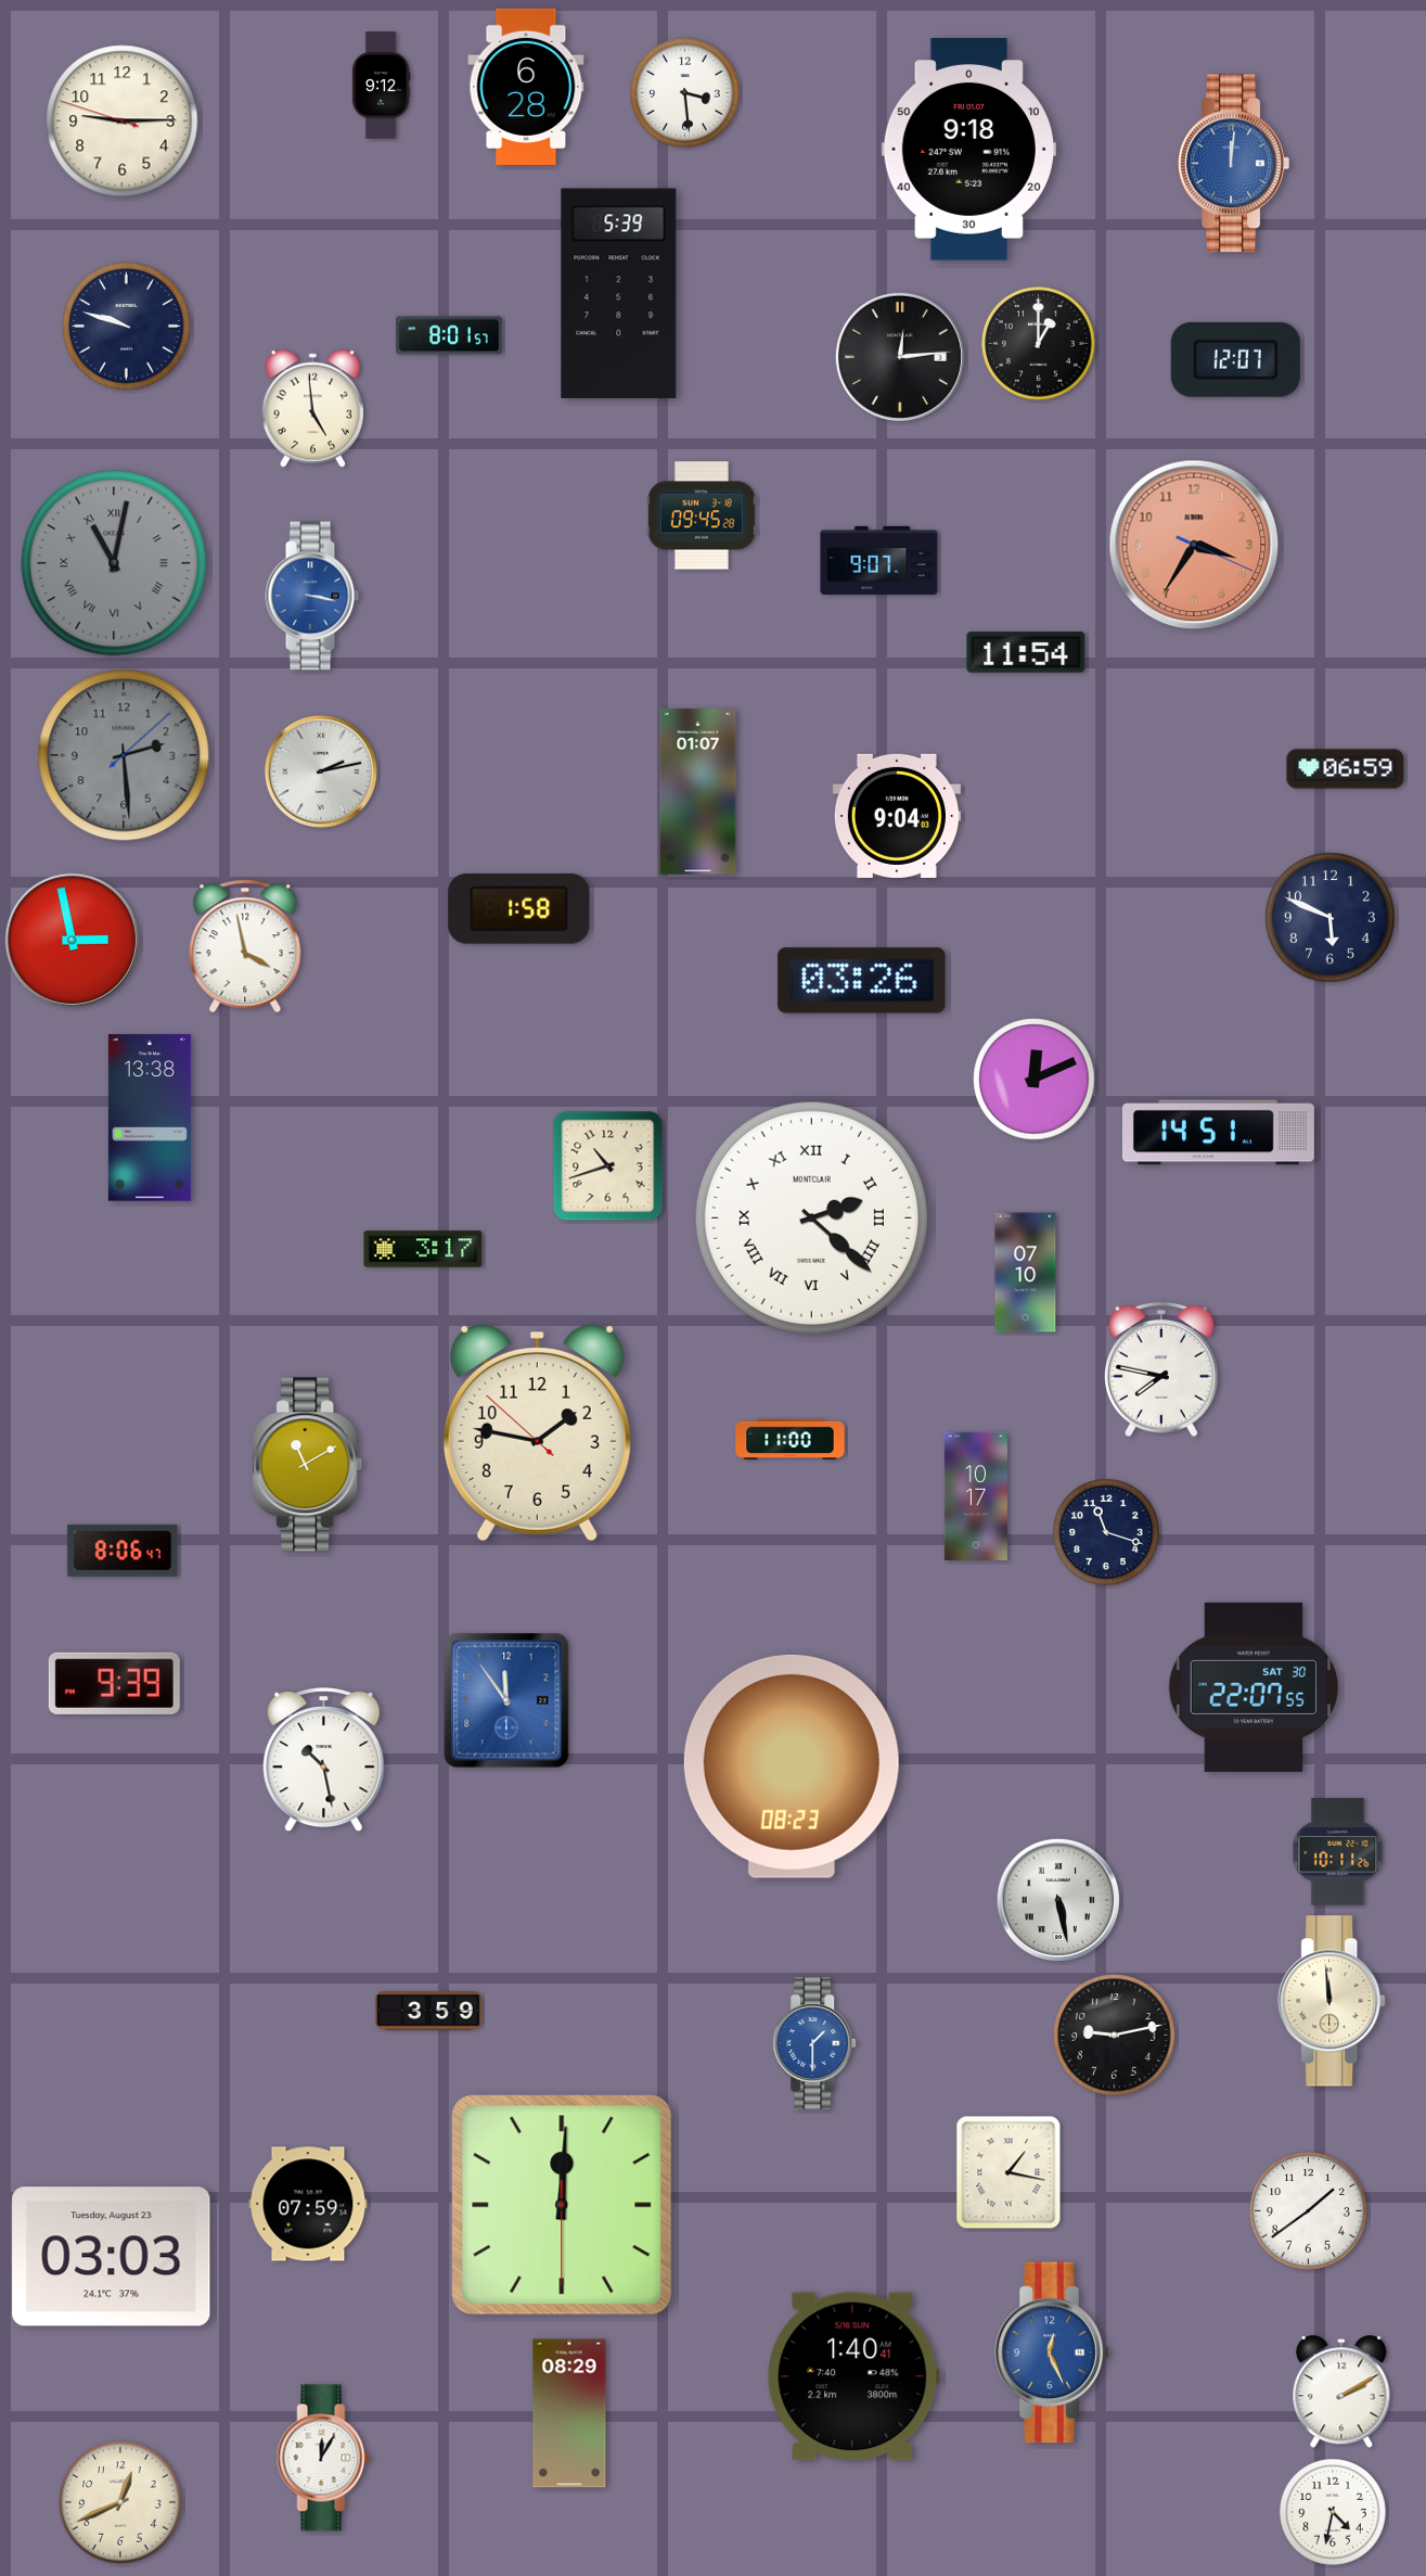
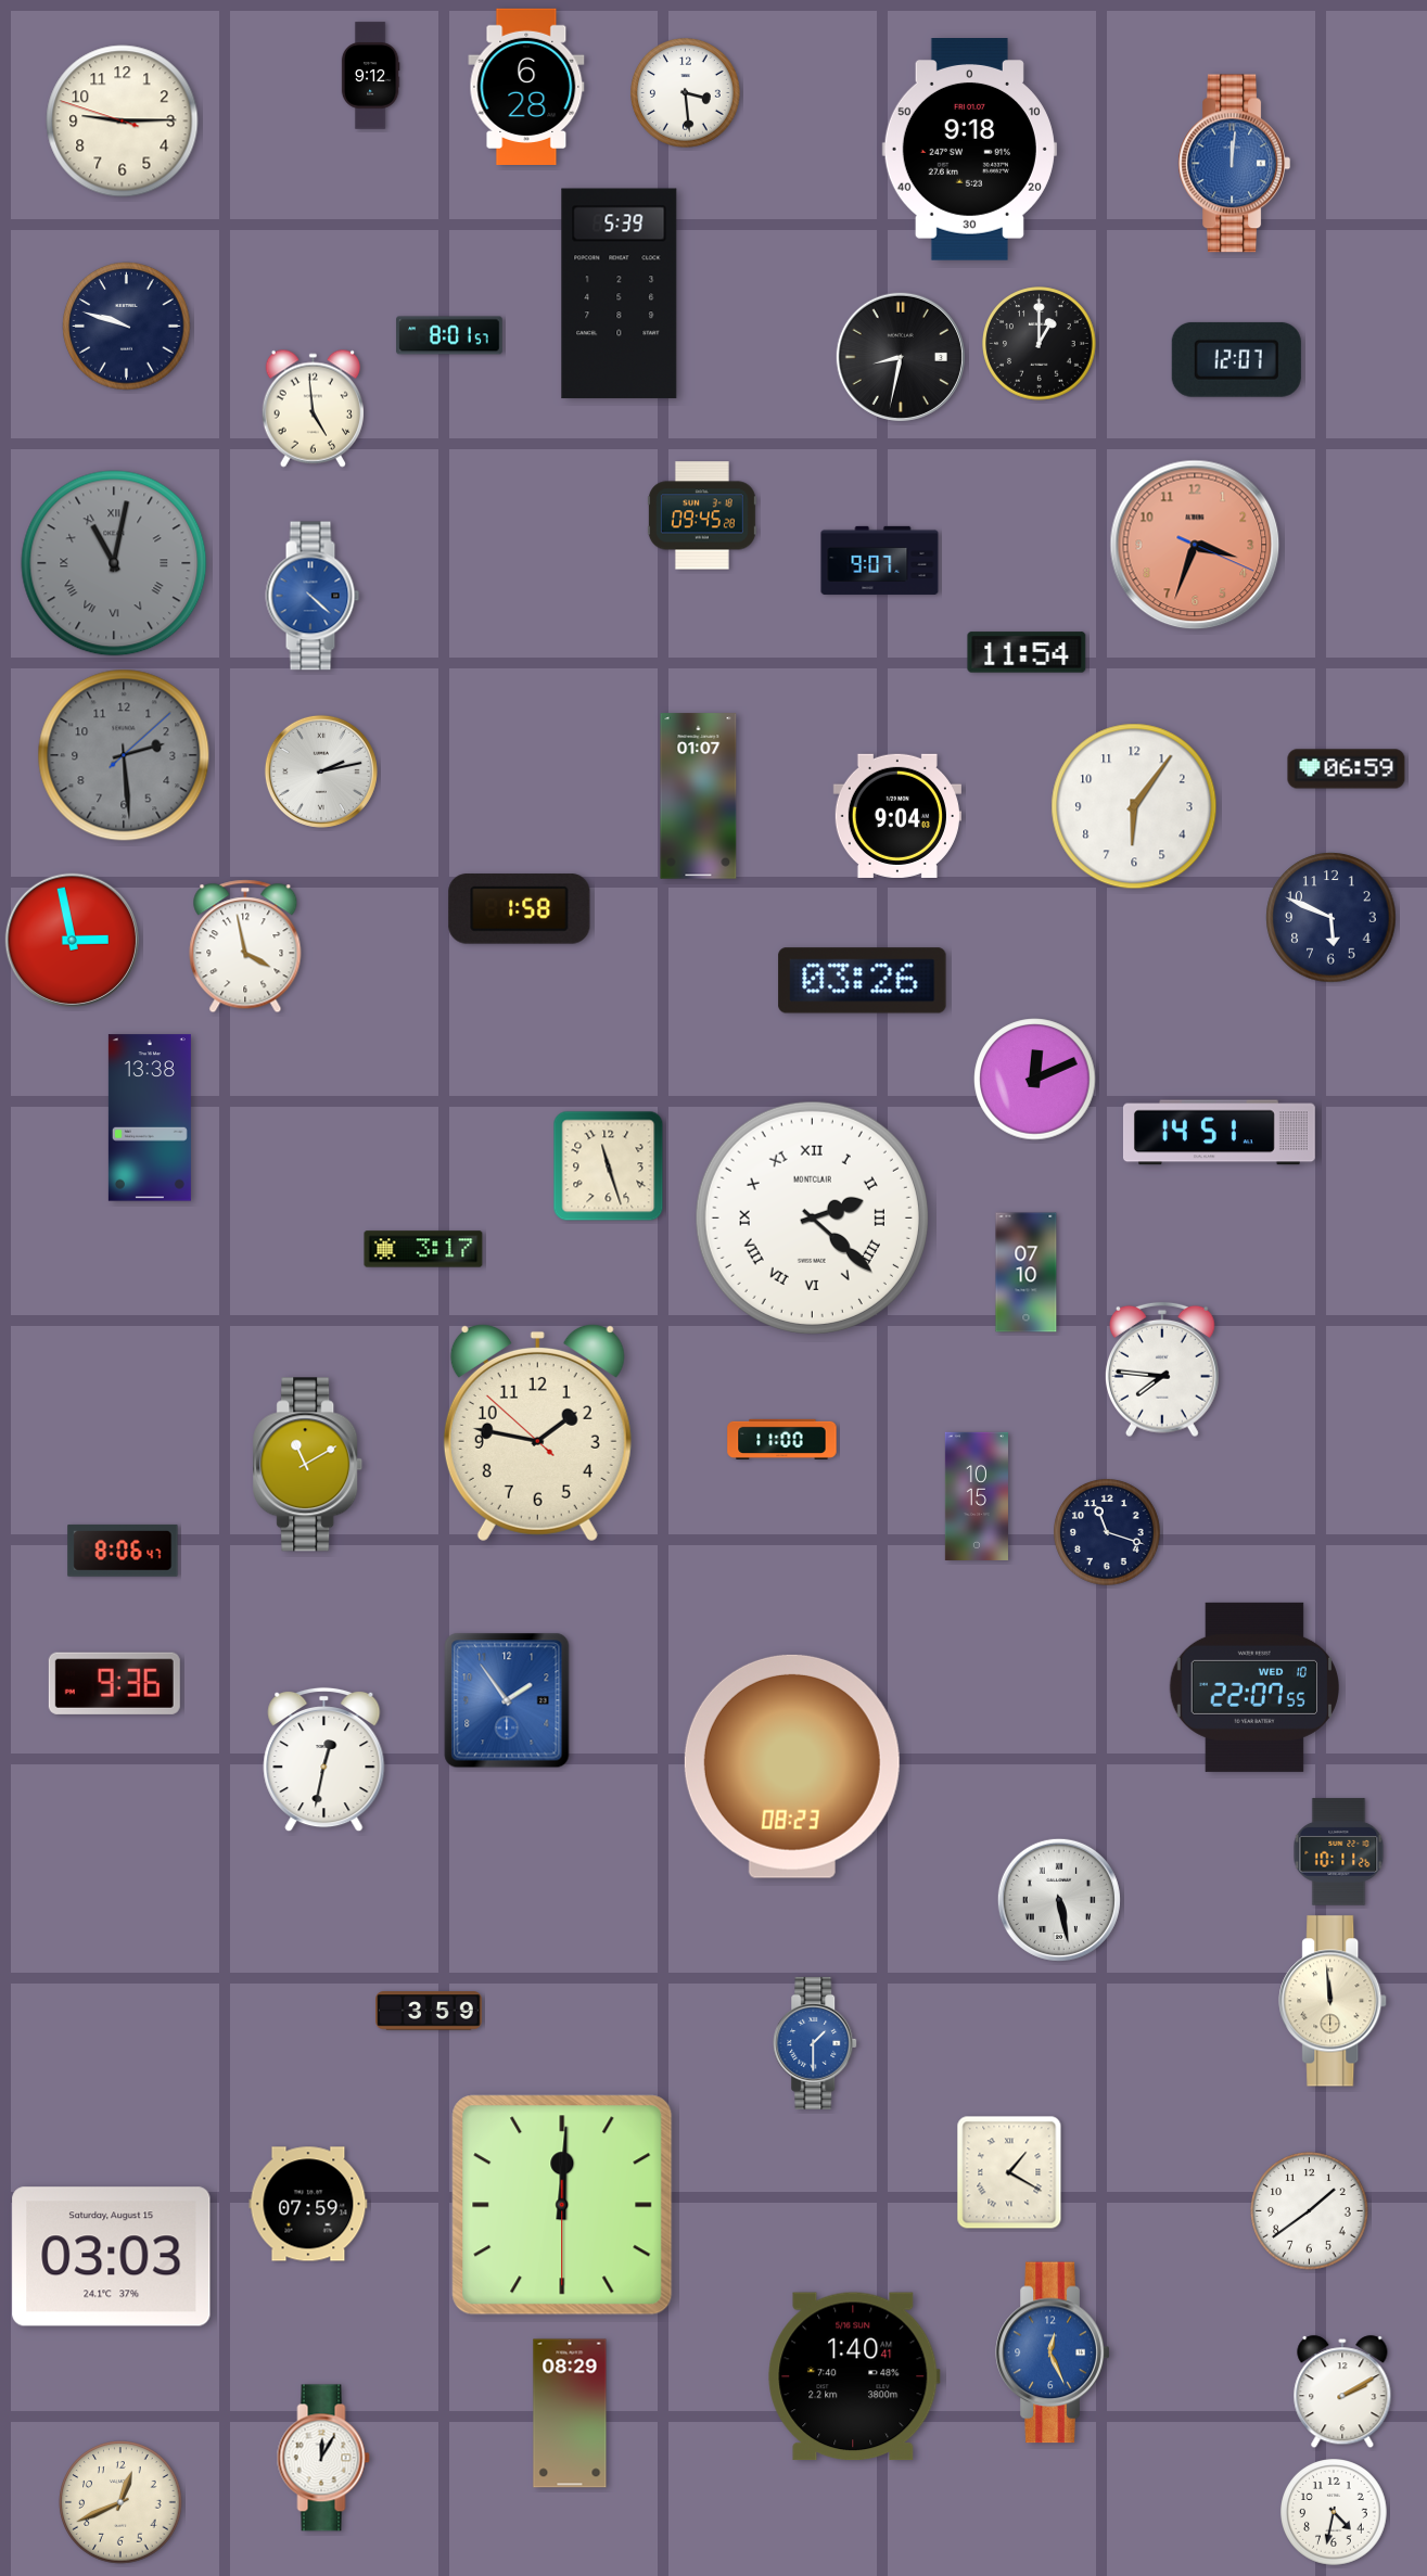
clock at (381, 86) position: (381, 86) -> (370, 76)
clock at (900, 357): 12:14 -> 8:32
clock at (1194, 545): 3:35 -> 3:33
clock at (312, 596): 3:17 -> 4:22
clock at (698, 792) position: (698, 792) -> (699, 796)
clock at (1134, 806): none -> 6:06
clock at (608, 1166): 10:42 -> 11:27
clock at (1161, 1369): 7:47 -> 7:46
clock at (791, 1439) position: (791, 1439) -> (782, 1439)
clock at (976, 1495): 10:17 -> 10:15
clock at (114, 1683): 9:39 -> 9:36
clock at (1252, 1687) date: SAT 30 -> WED 10
clock at (506, 1700): 11:54 -> 1:54
clock at (324, 1760): 10:28 -> 12:32
clock at (1115, 2036): 9:13 -> none
clock at (1009, 2172): 1:17 -> 1:20
clock at (112, 2257) date: Tuesday, August 23 -> Saturday, August 15
